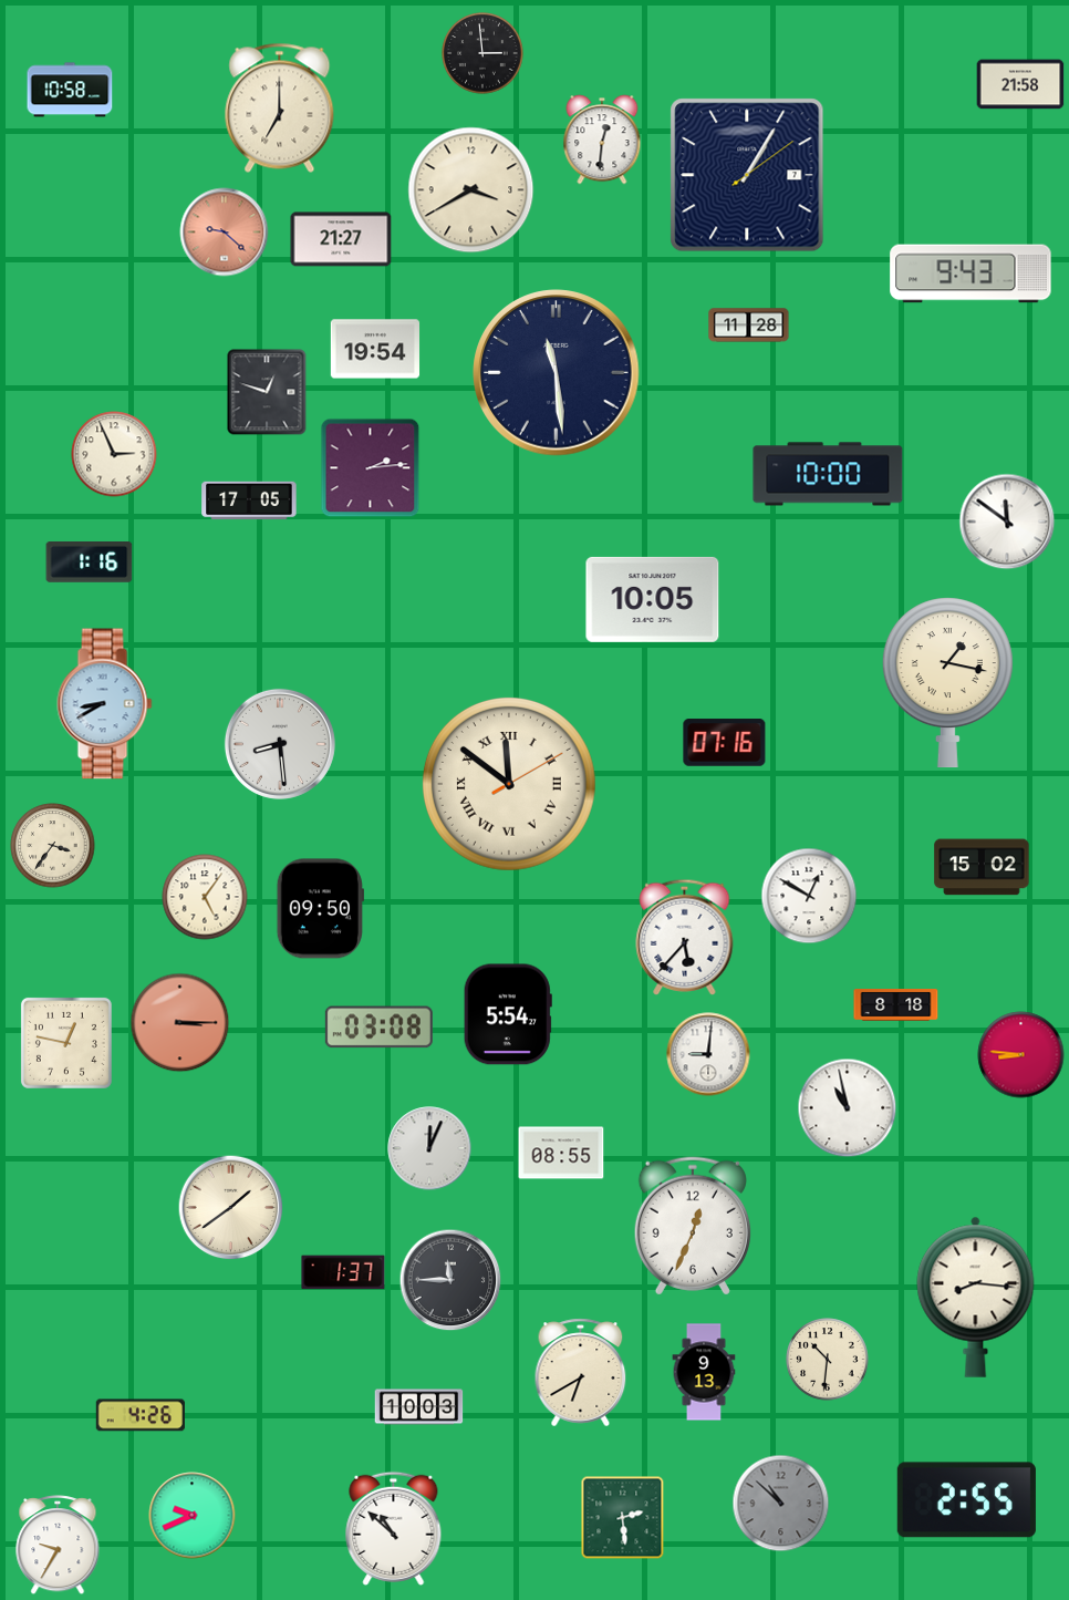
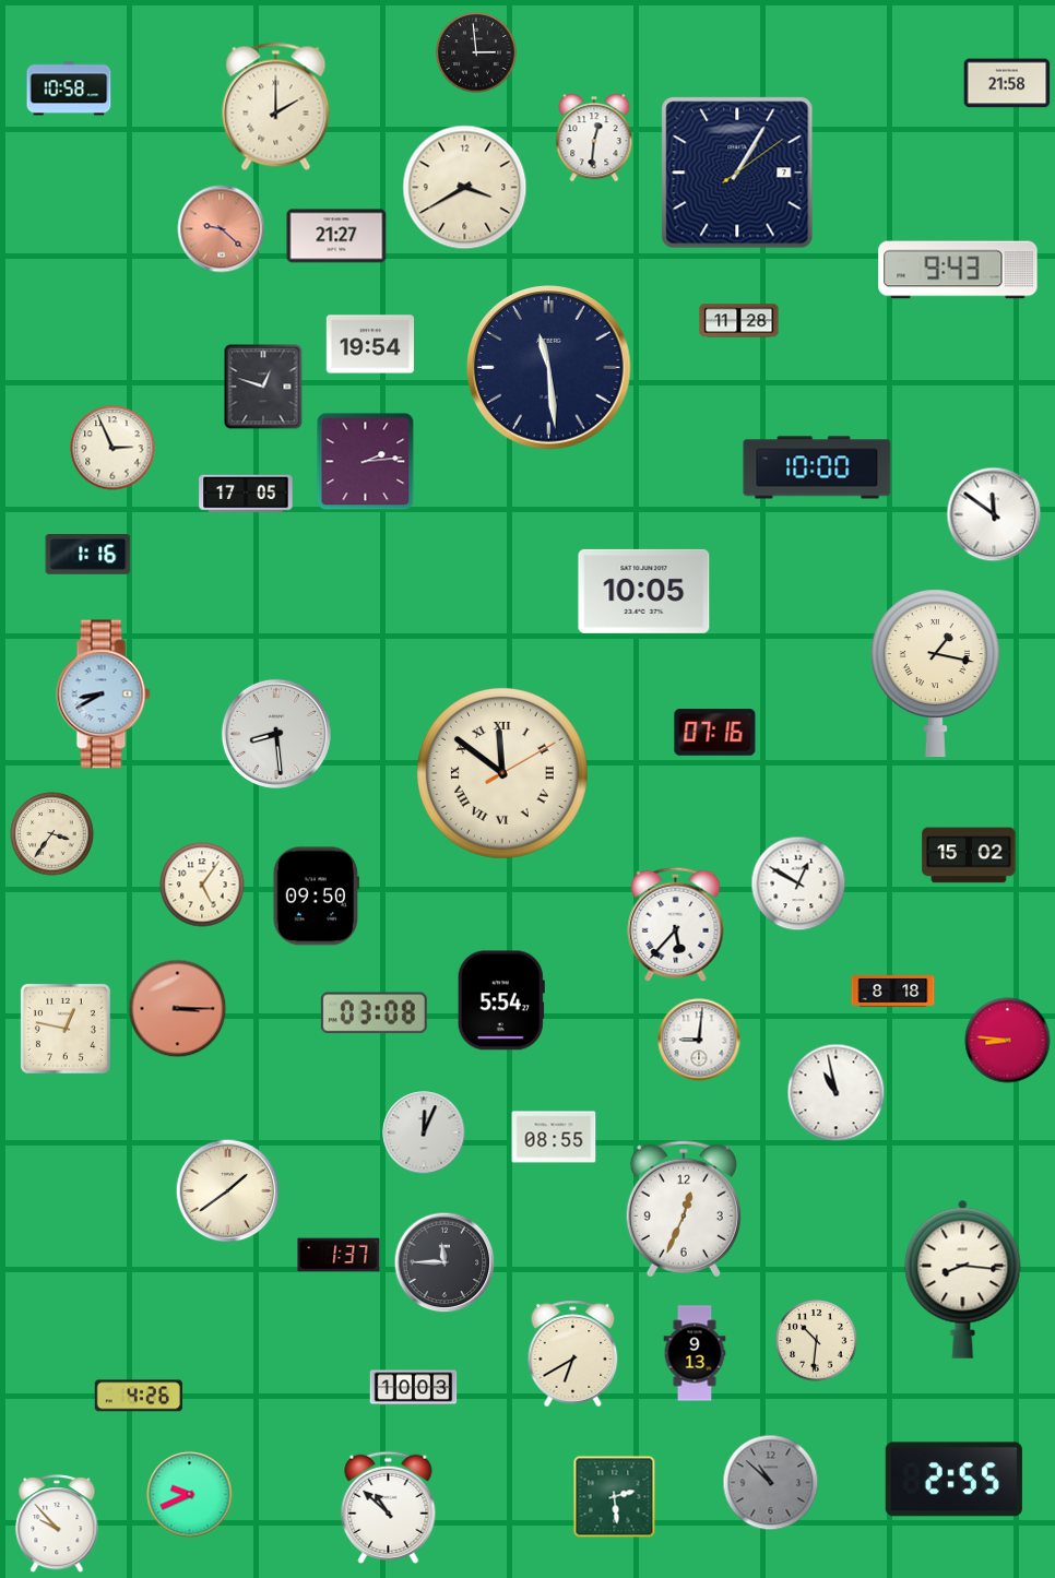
clock at (280, 107): 7:00 -> 2:00
clock at (896, 1005) position: (896, 1005) -> (893, 992)
clock at (58, 1546): 9:35 -> 9:53
